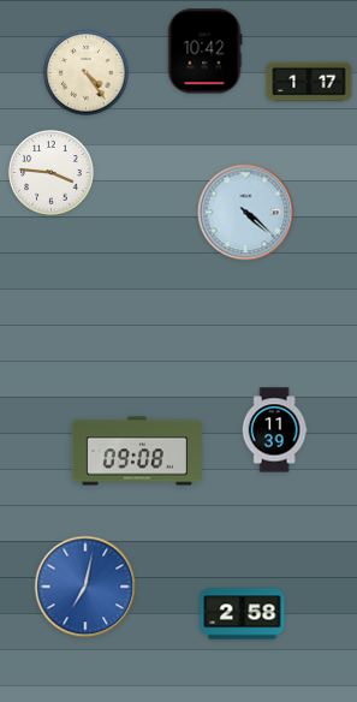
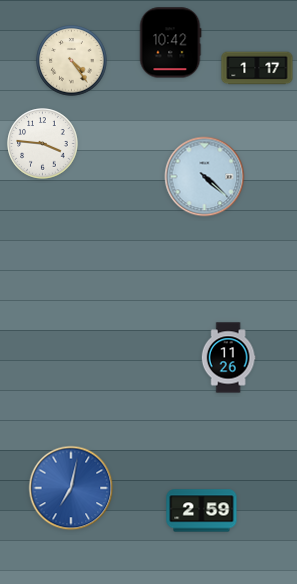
clock at (274, 430): 11:39 -> 11:26
clock at (137, 451): 09:08 -> none
clock at (243, 614): 2:58 -> 2:59
